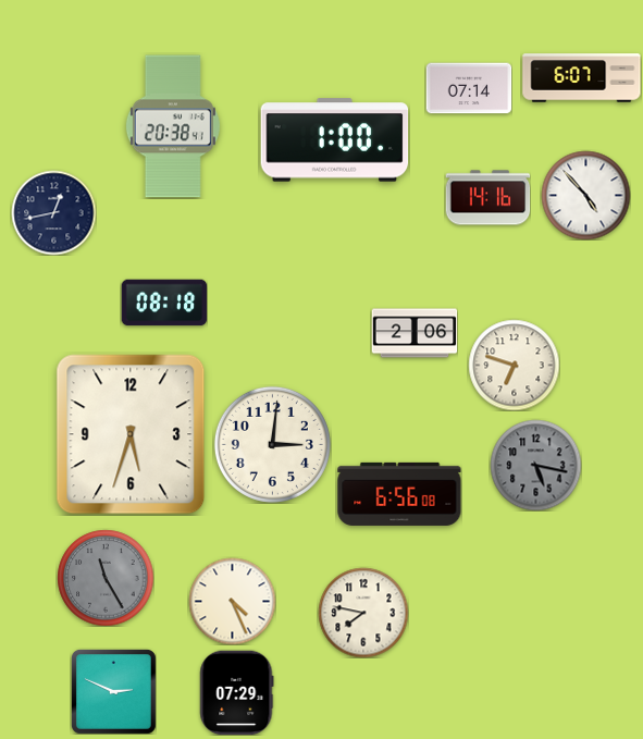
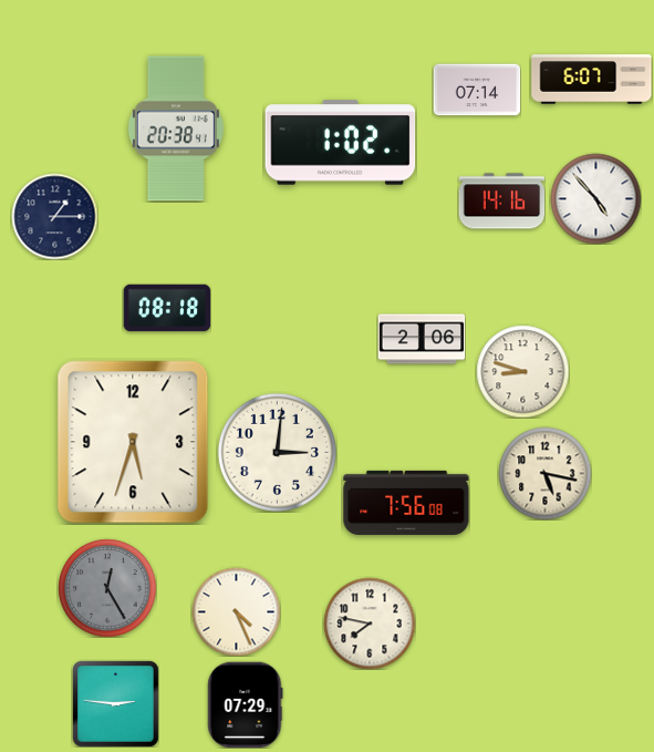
clock at (335, 140): 1:00 -> 1:02
clock at (487, 198) position: (487, 198) -> (501, 202)
clock at (53, 212): 12:43 -> 1:15
clock at (514, 365): 6:48 -> 8:48
clock at (535, 465) dial: grey -> cream
clock at (399, 494): 6:56 -> 7:56
clock at (106, 578): 11:25 -> 12:25
clock at (113, 691): 2:49 -> 2:46
clock at (237, 692) position: (237, 692) -> (246, 704)
